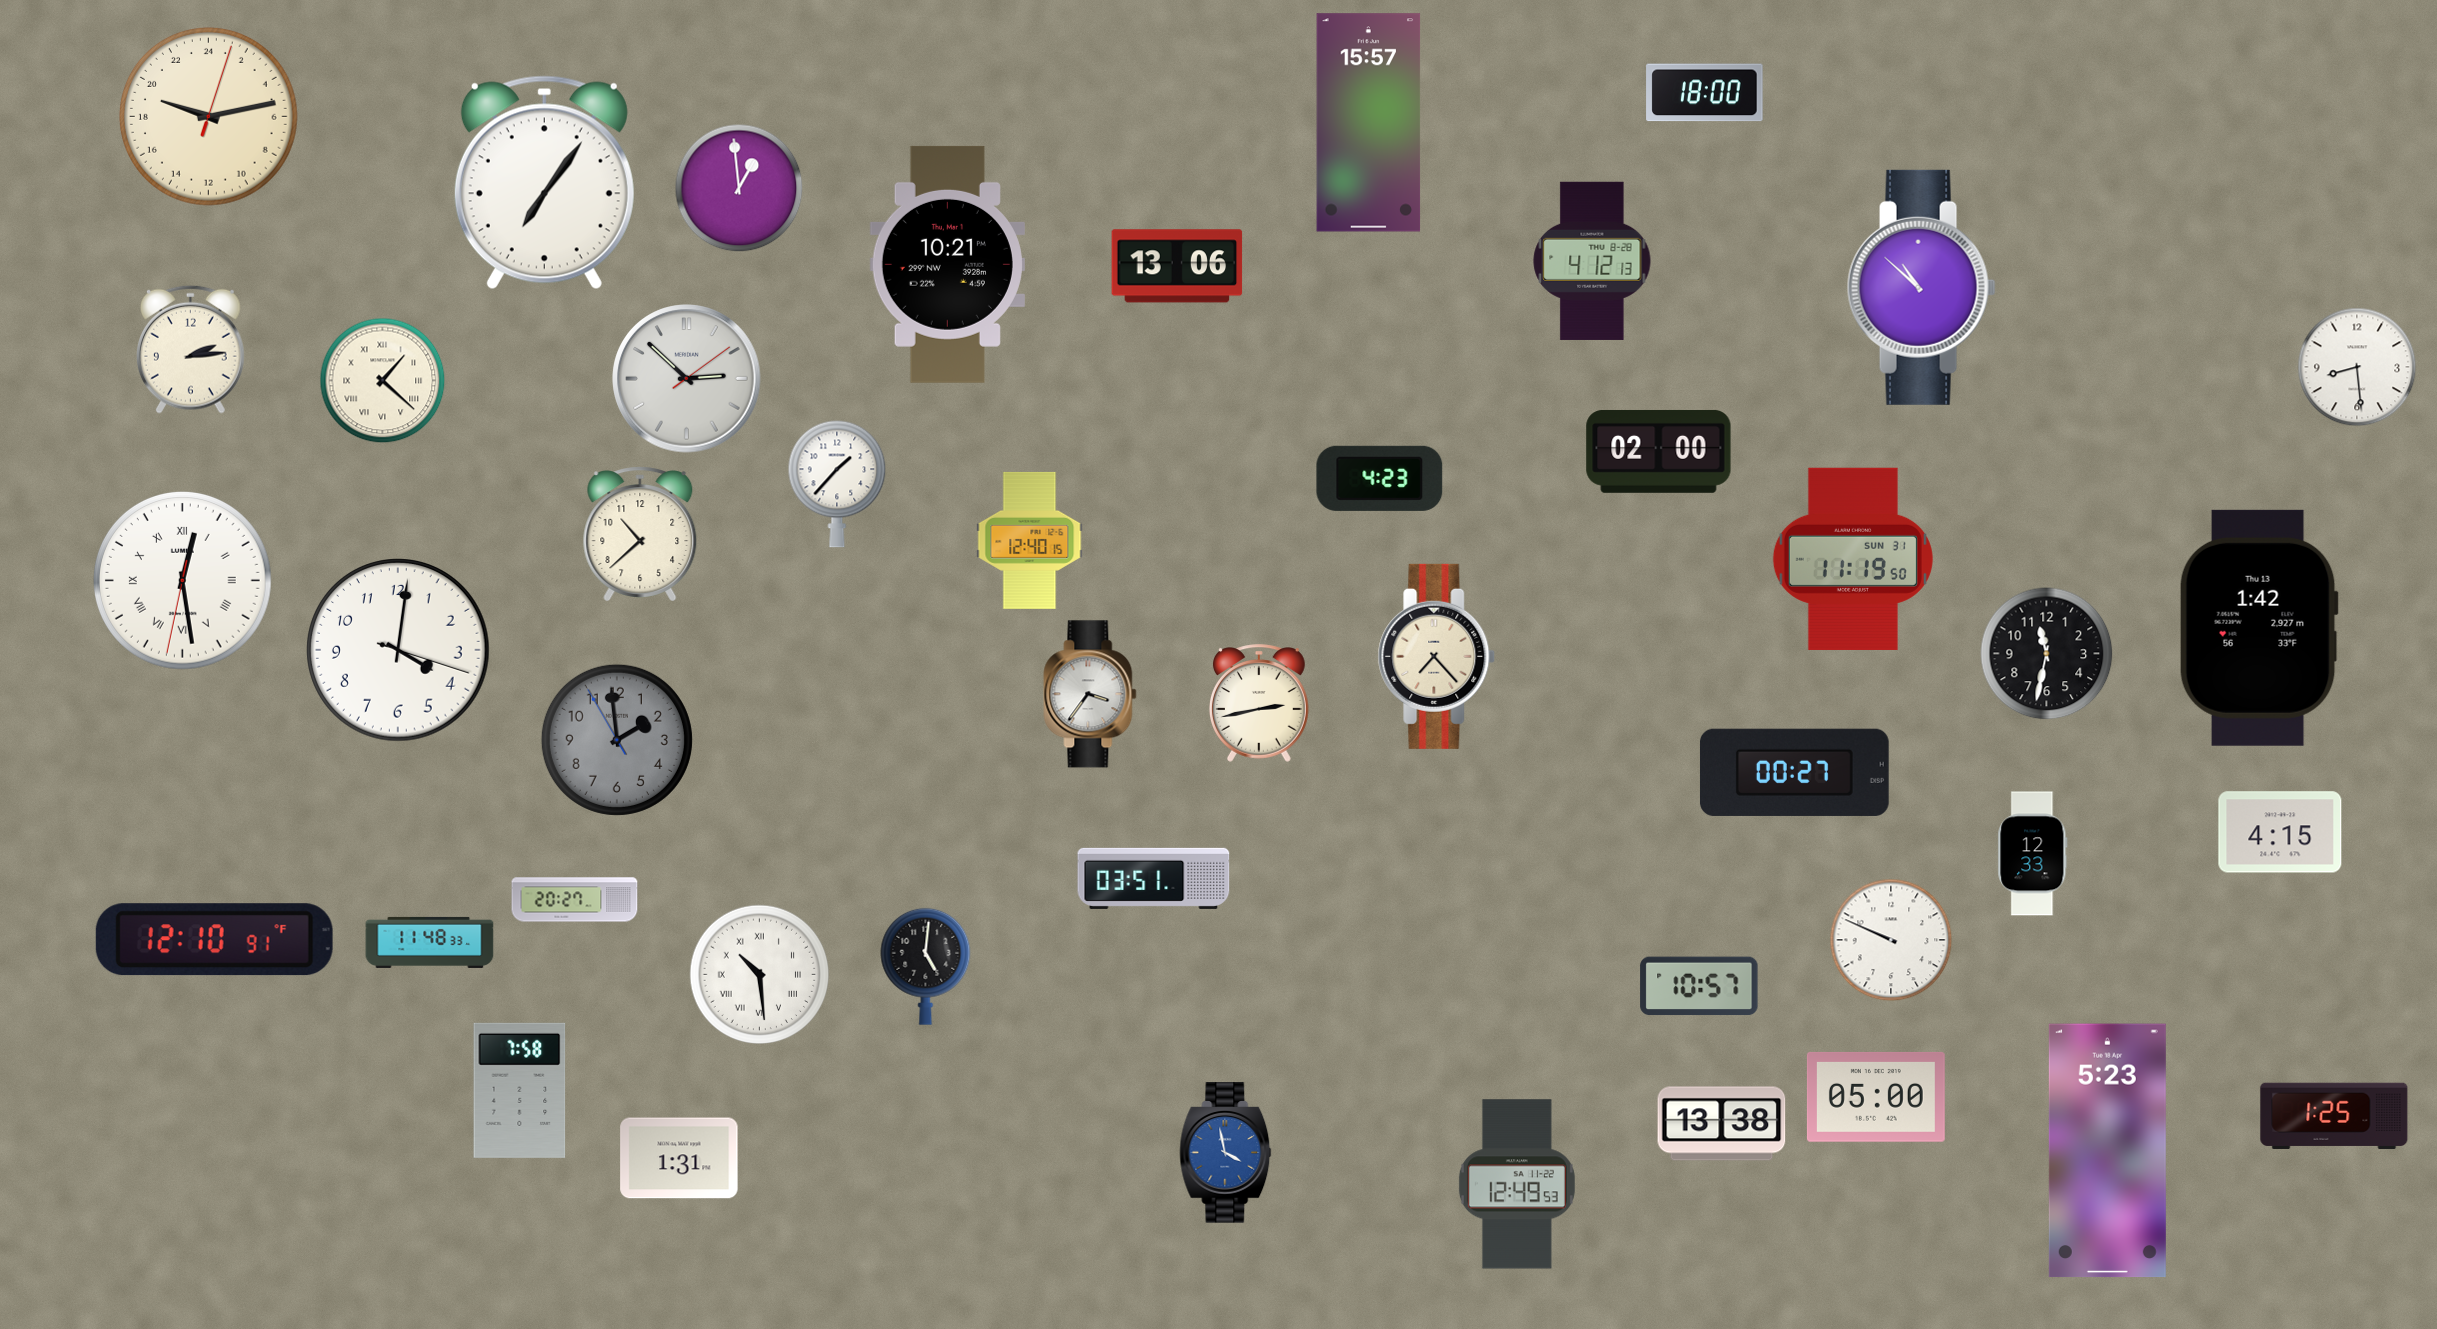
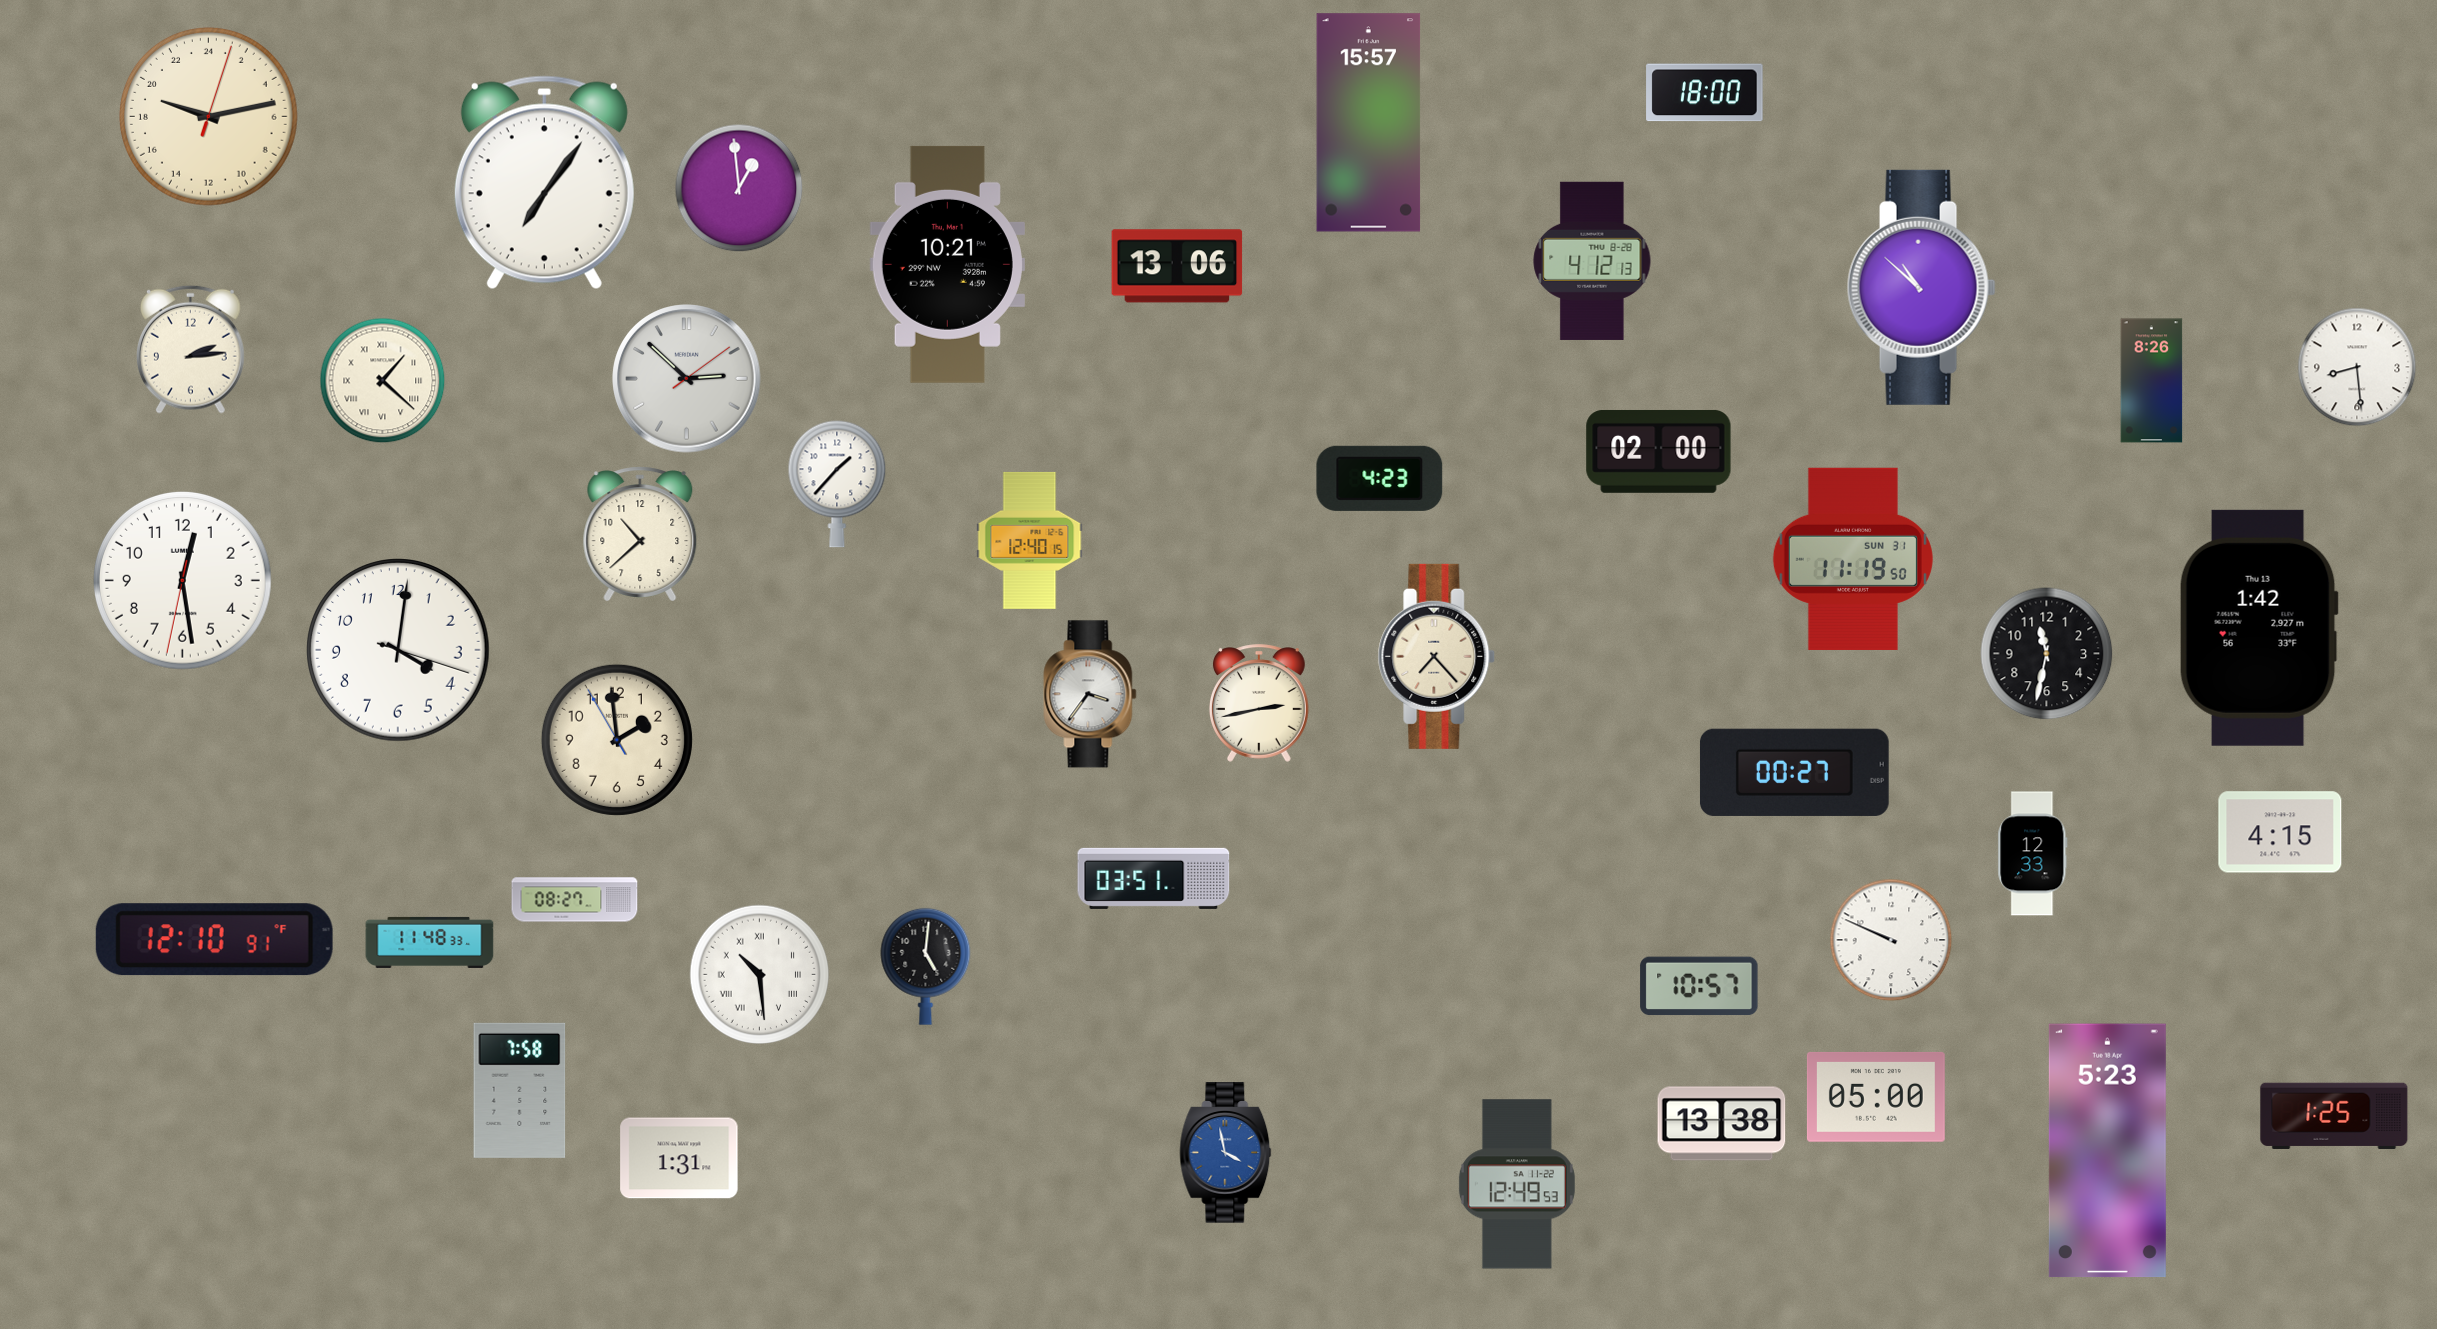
clock at (2152, 381): none -> 8:26
clock at (182, 580) numerals: Roman -> Arabic
clock at (617, 740) dial: grey -> cream
clock at (575, 900): 20:27 -> 08:27
